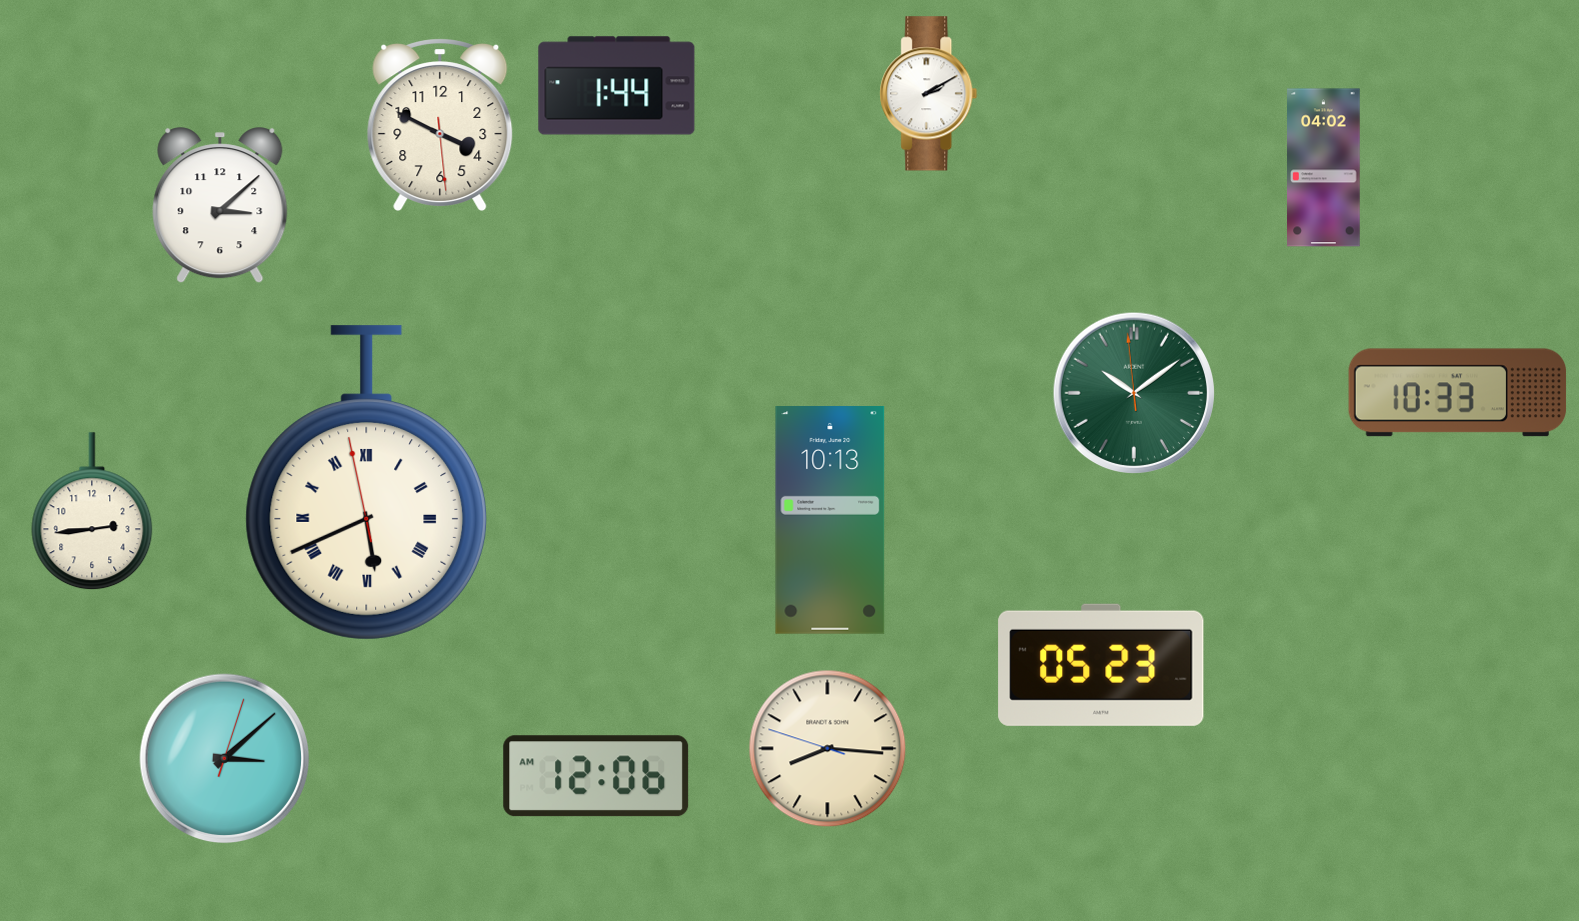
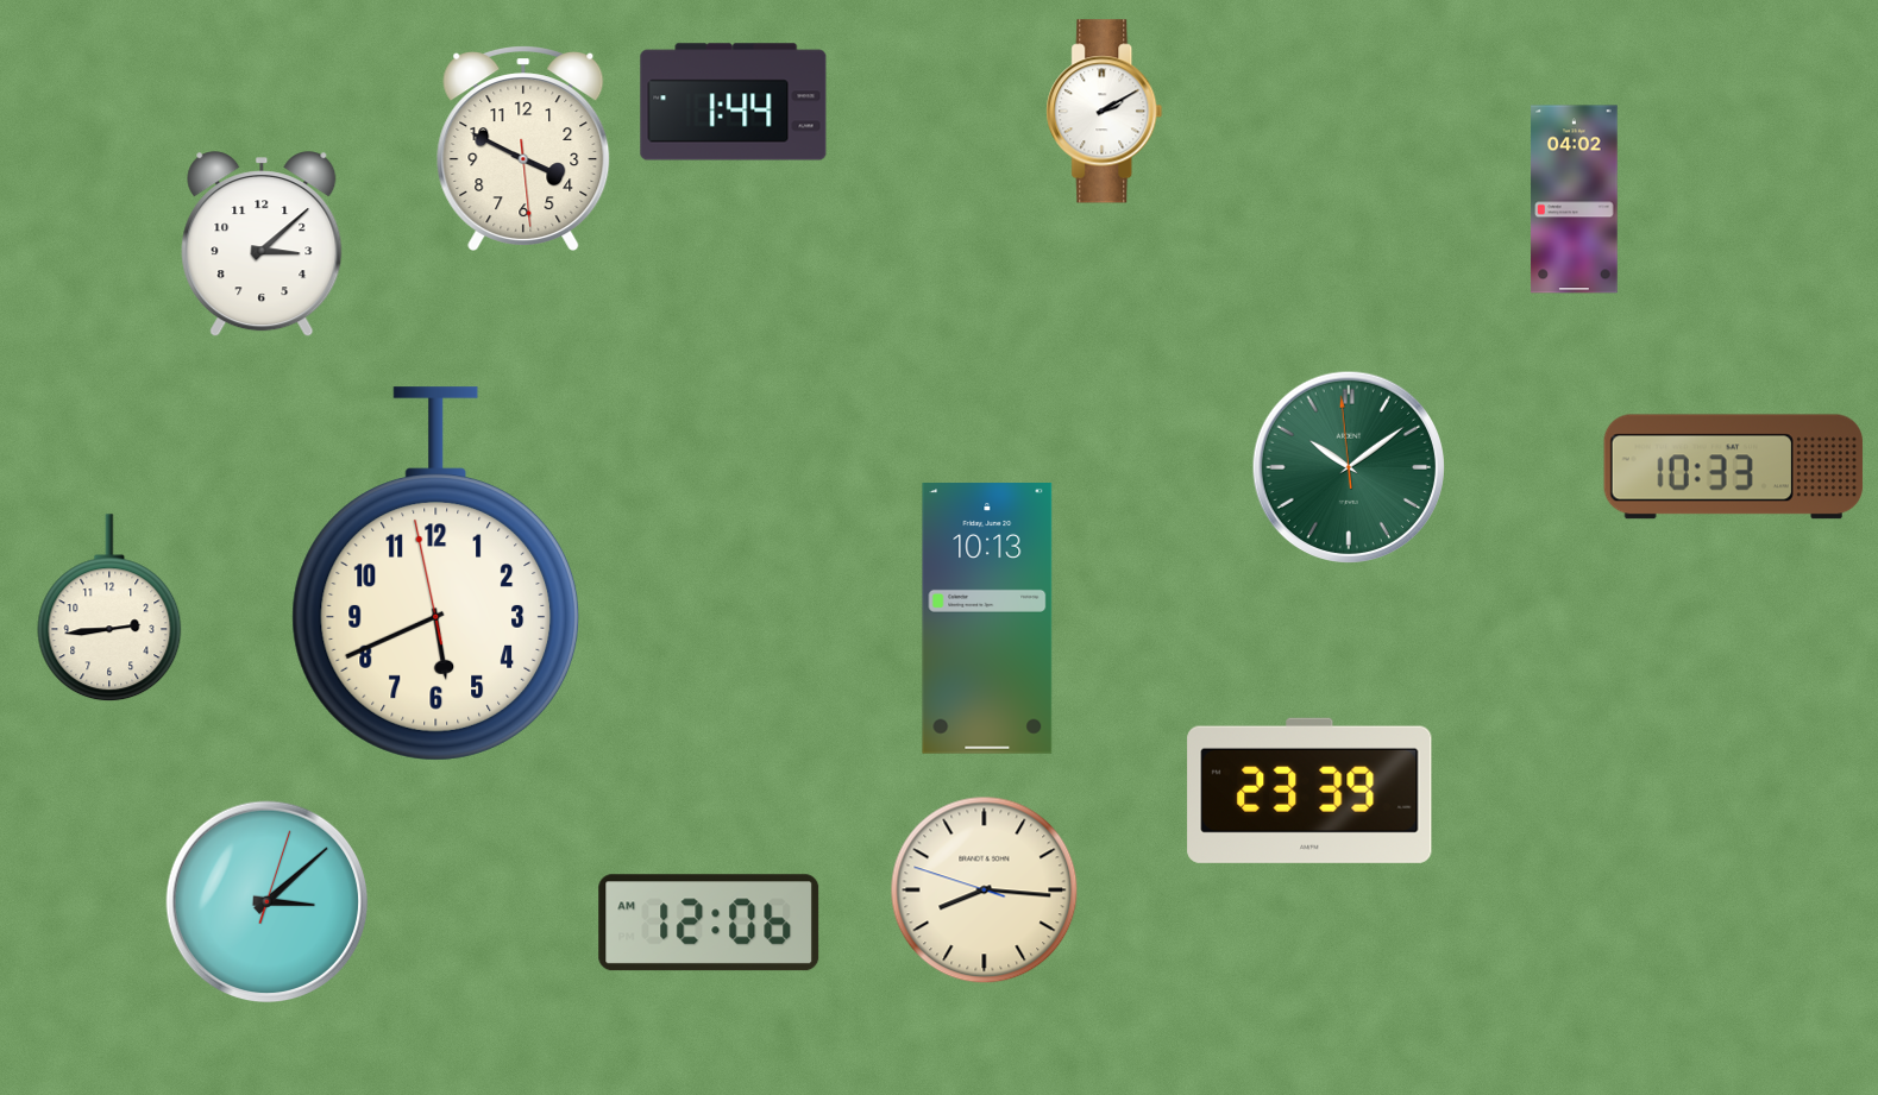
clock at (367, 483) numerals: Roman -> Arabic
clock at (1101, 665): 05:23 -> 23:39
